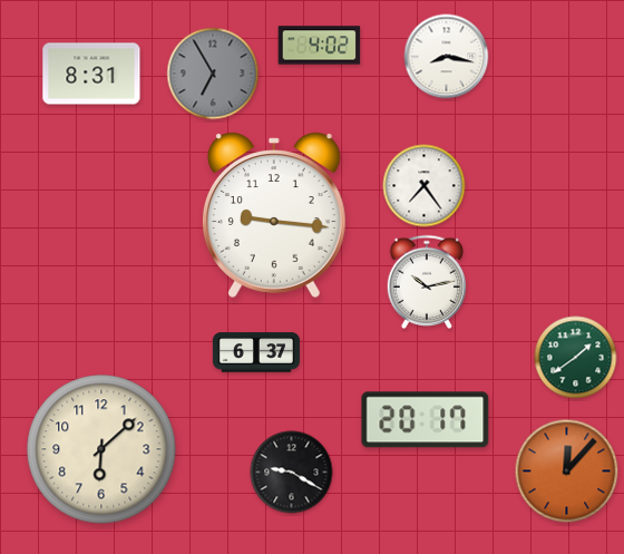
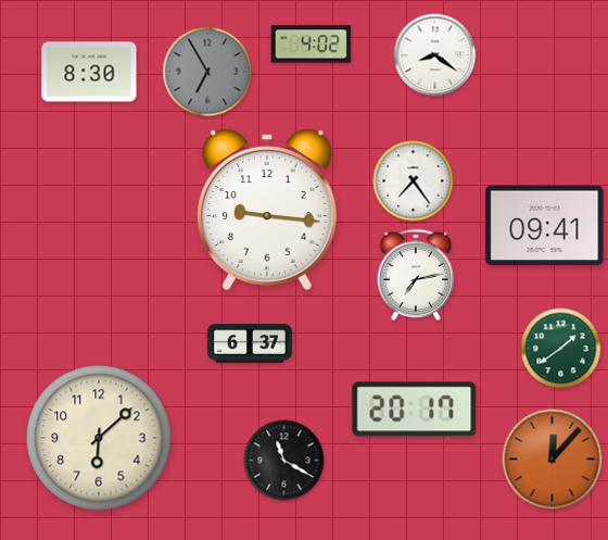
clock at (447, 57): 8:17 -> 8:21
clock at (91, 74): 8:31 -> 8:30
clock at (545, 226): none -> 09:41
clock at (427, 281): 10:13 -> 7:13
clock at (292, 473): 9:20 -> 11:20
